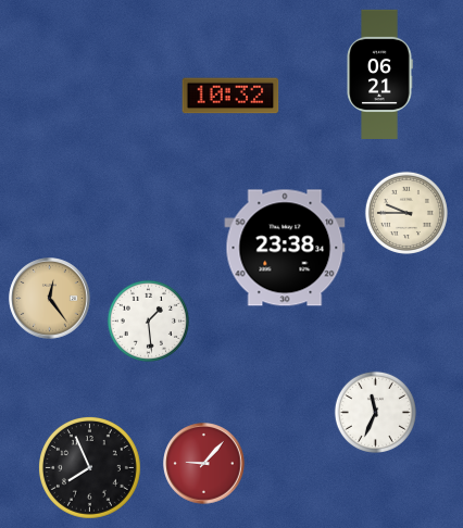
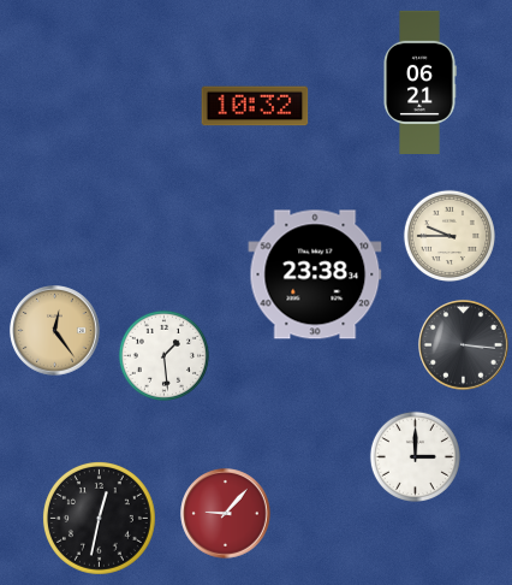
clock at (464, 345): none -> 3:16
clock at (375, 412): 11:34 -> 3:00
clock at (89, 467): 7:56 -> 12:32
